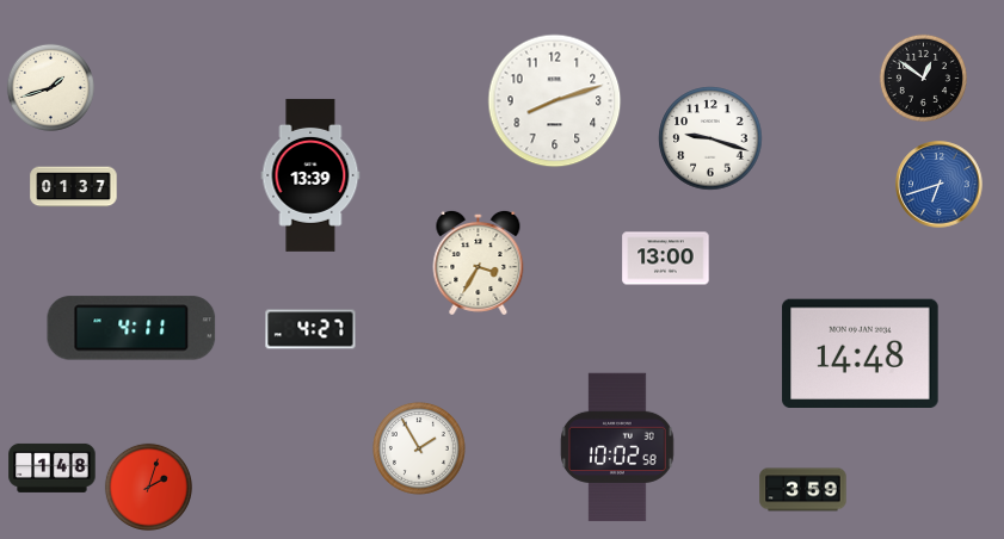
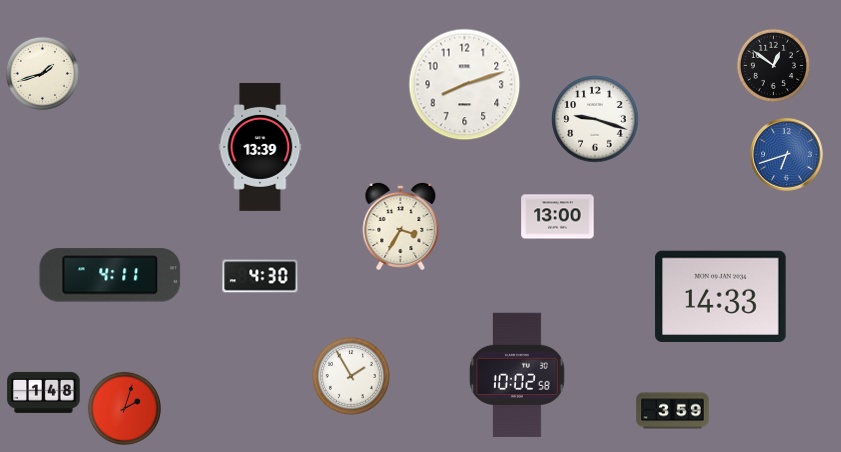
clock at (710, 138) position: (710, 138) -> (595, 119)
clock at (74, 187): 01:37 -> none
clock at (479, 262) position: (479, 262) -> (401, 226)
clock at (310, 329): 4:27 -> 4:30
clock at (861, 354): 14:48 -> 14:33
